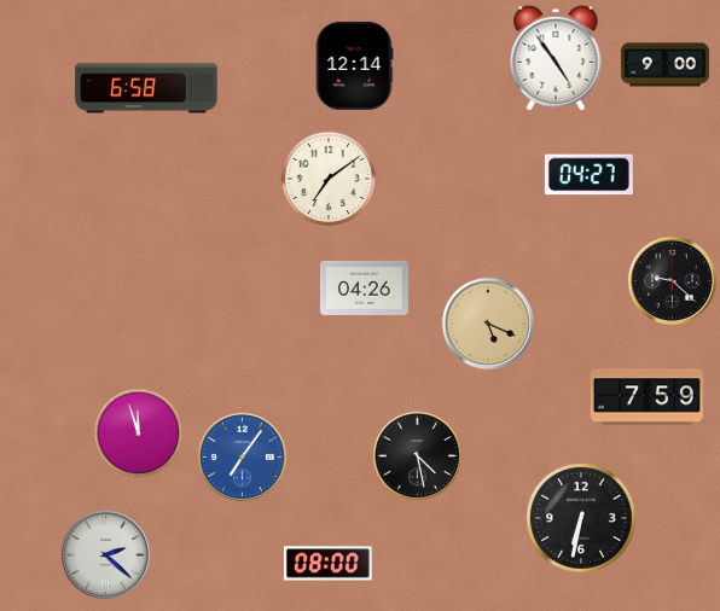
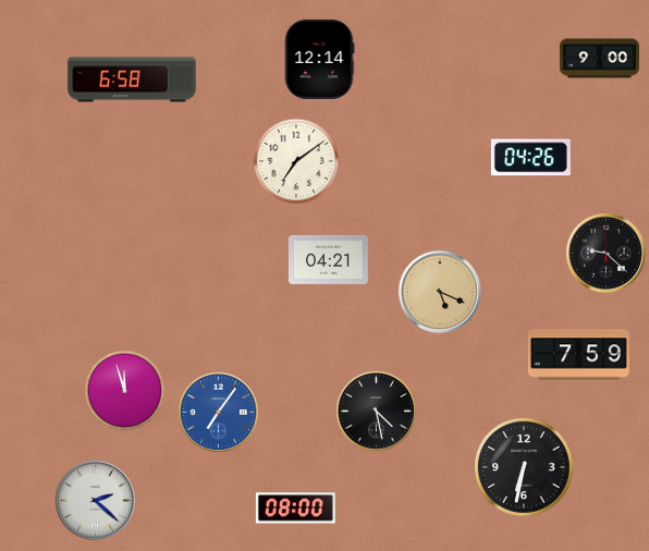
clock at (556, 58): 4:54 -> none
clock at (588, 175): 04:27 -> 04:26
clock at (364, 287): 04:26 -> 04:21
clock at (646, 397) position: (646, 397) -> (578, 355)
